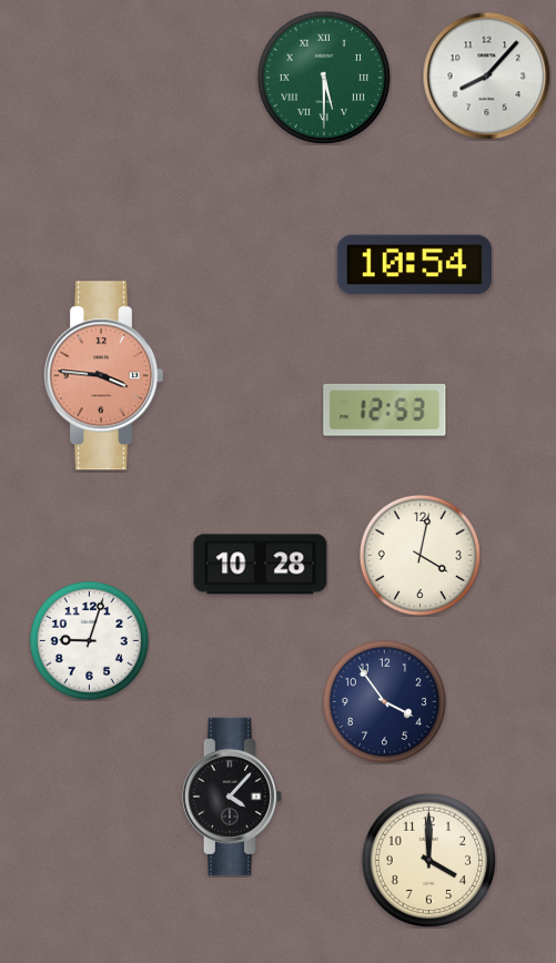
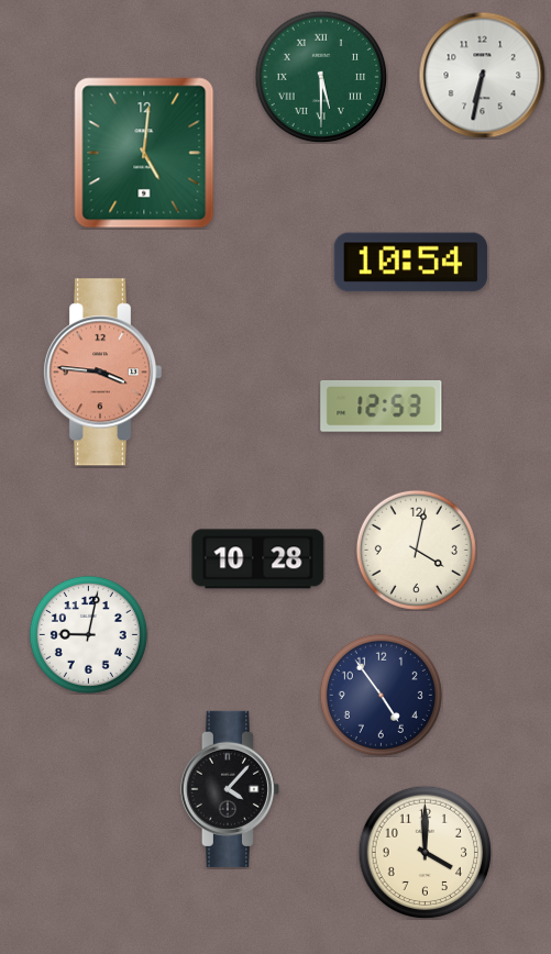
clock at (486, 75): 8:07 -> 6:32
clock at (144, 153): none -> 5:01
clock at (89, 640): 9:03 -> 9:02
clock at (384, 701): 3:54 -> 4:54
